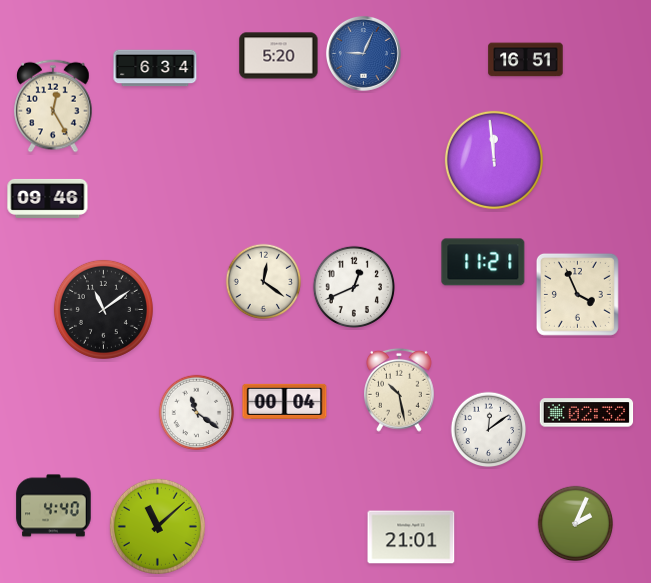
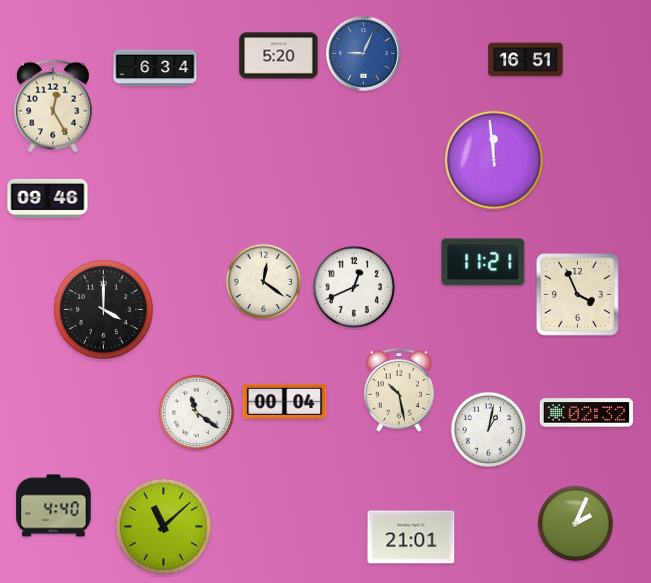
clock at (103, 309): 11:09 -> 4:00
clock at (489, 430): 12:09 -> 1:02
clock at (157, 526) position: (157, 526) -> (163, 526)
